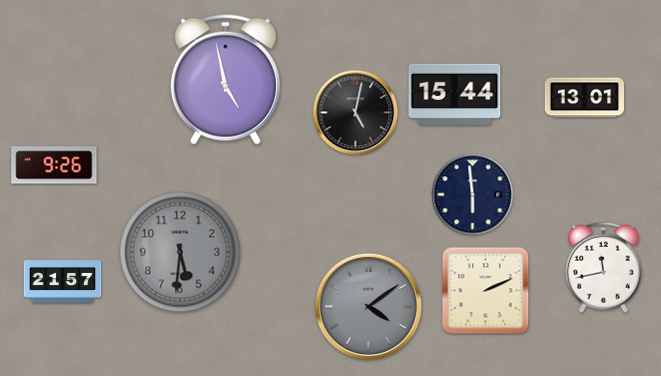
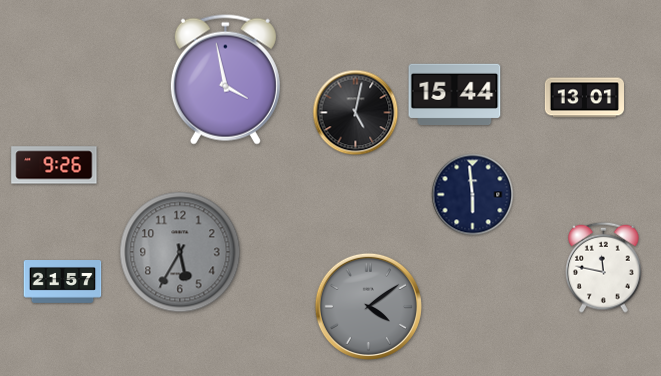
clock at (225, 79): 4:58 -> 3:58
clock at (180, 252): 5:31 -> 5:35
clock at (604, 267): 11:43 -> 11:47
clock at (486, 291): 2:11 -> none
